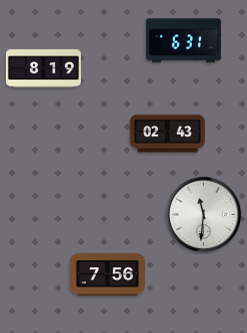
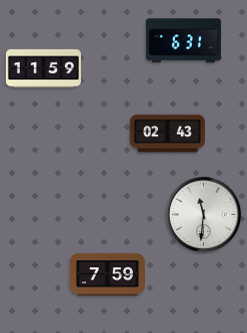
clock at (43, 69): 8:19 -> 11:59
clock at (107, 275): 7:56 -> 7:59
